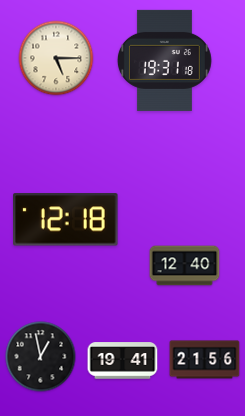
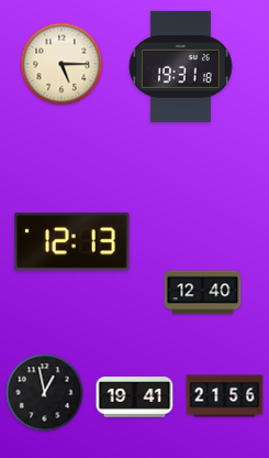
clock at (66, 220): 12:18 -> 12:13
